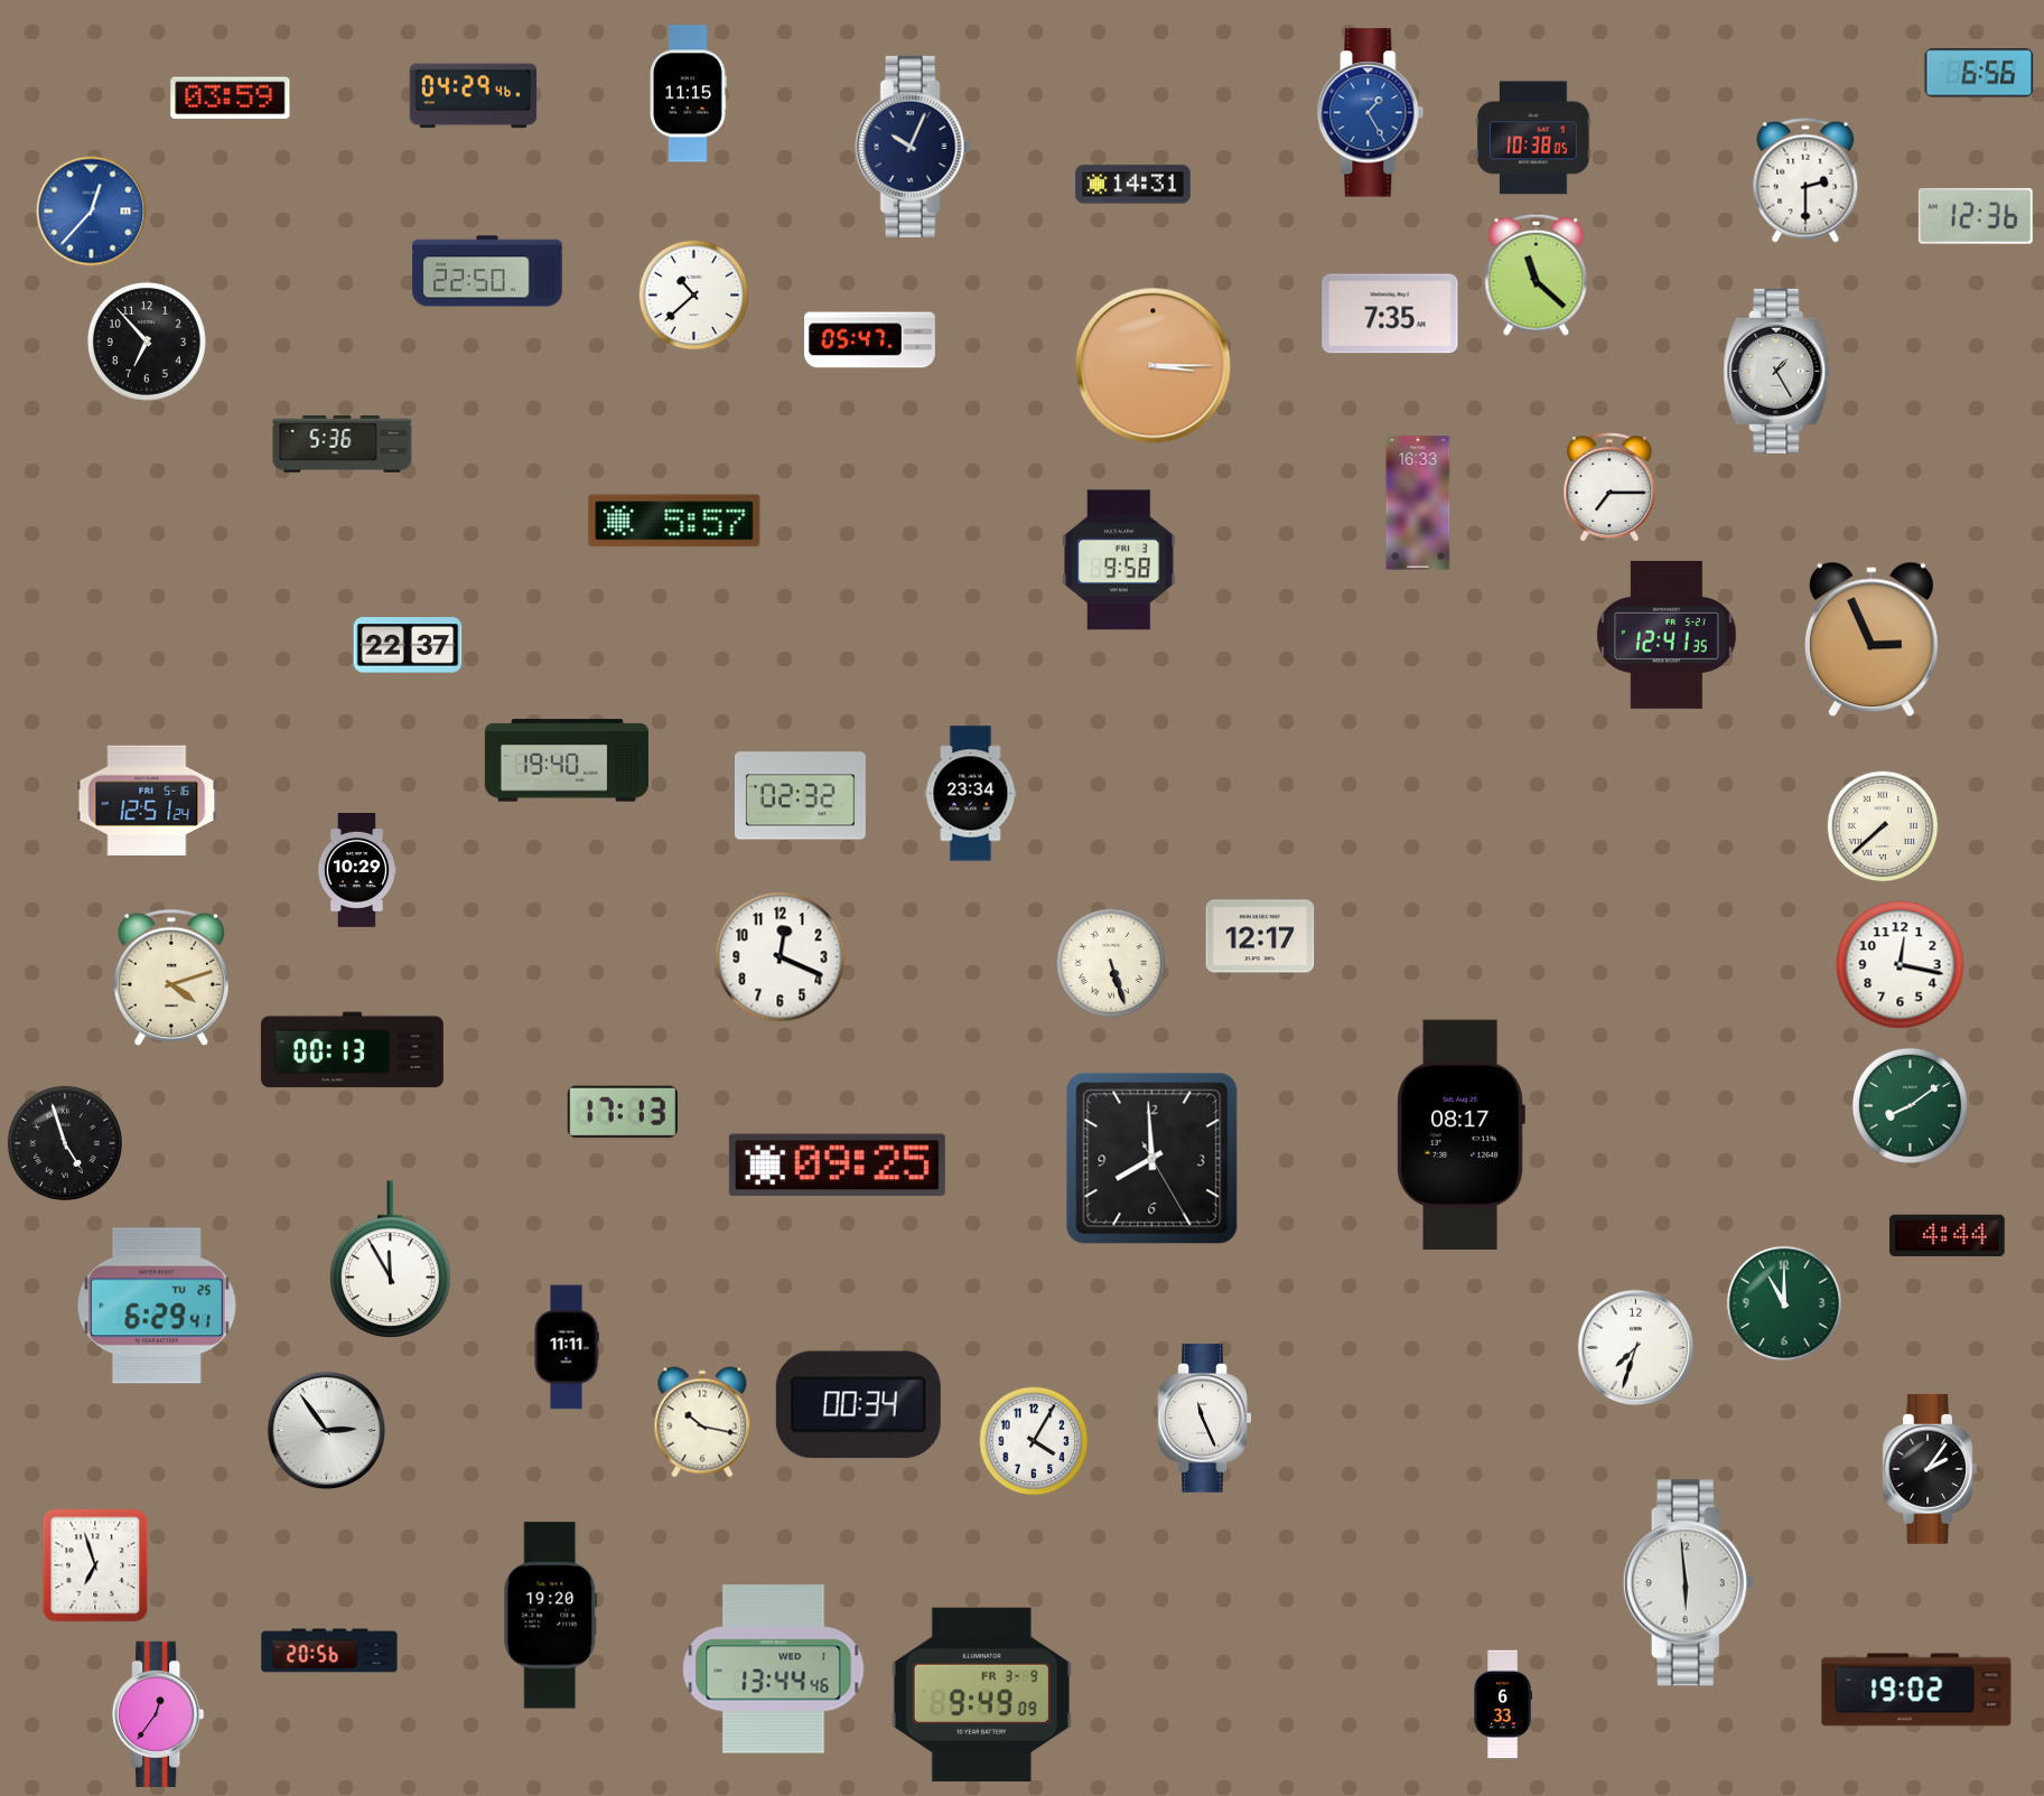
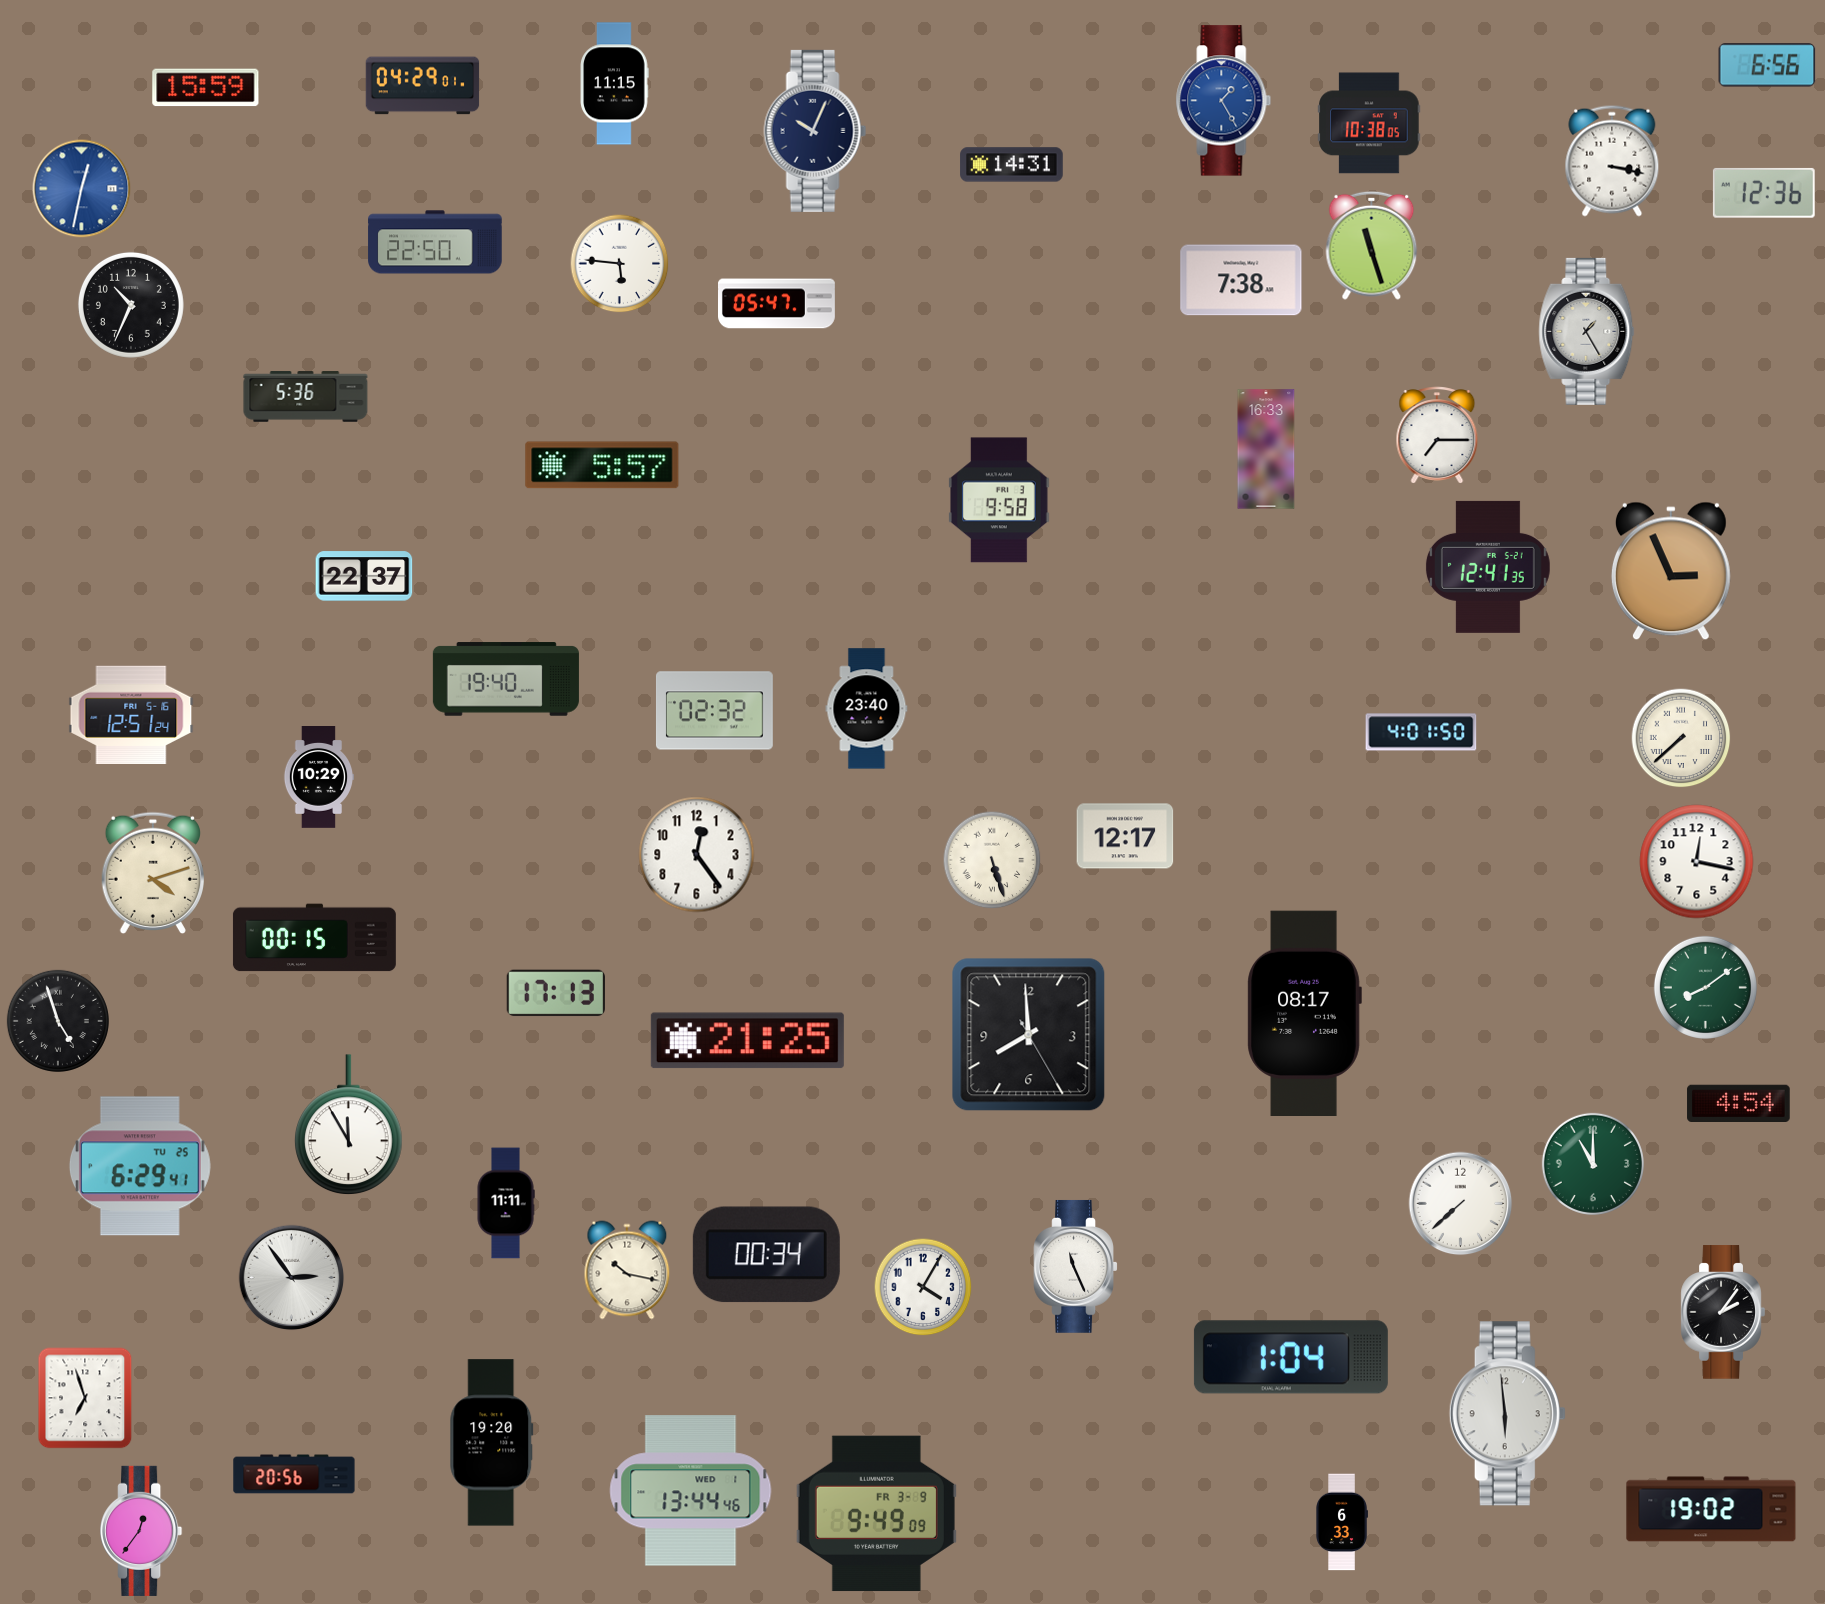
clock at (474, 96): 04:29:46 -> 04:29:01
clock at (231, 99): 03:59 -> 15:59
clock at (1805, 180): 2:30 -> 3:17
clock at (92, 212): 12:37 -> 12:32
clock at (1537, 274): 11:22 -> 11:27
clock at (694, 296): 10:38 -> 5:46
clock at (1390, 314): 7:35 -> 7:38
clock at (147, 342): 6:53 -> 10:34
clock at (1154, 366): 3:15 -> none
clock at (971, 794): 23:34 -> 23:40
clock at (1421, 732): none -> 4:01
clock at (781, 957): 12:19 -> 12:24
clock at (352, 1050): 00:13 -> 00:15
clock at (837, 1166): 09:25 -> 21:25
clock at (1948, 1235): 4:44 -> 4:54
clock at (1636, 1348): 7:33 -> 7:38
clock at (1291, 1357): none -> 1:04
